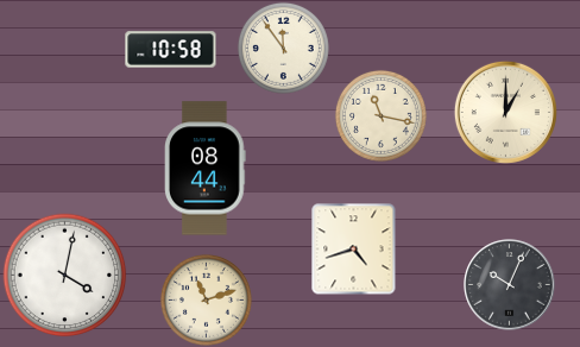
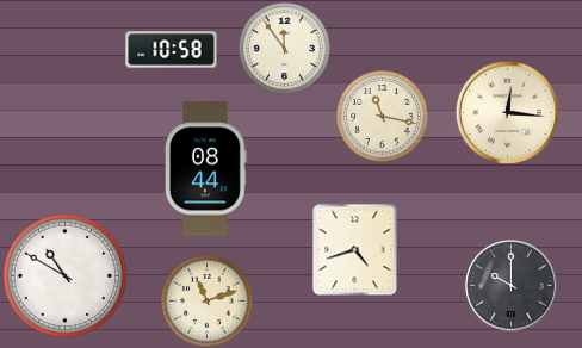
clock at (505, 112): 1:00 -> 12:16
clock at (65, 276): 4:02 -> 10:50
clock at (510, 285): 10:04 -> 10:00
